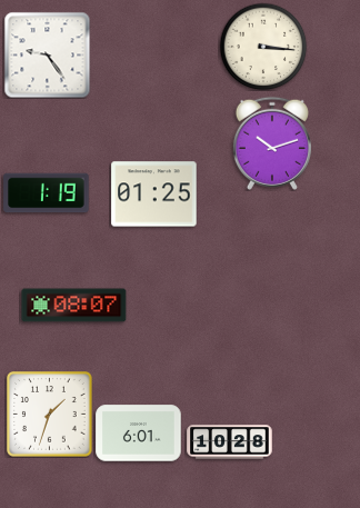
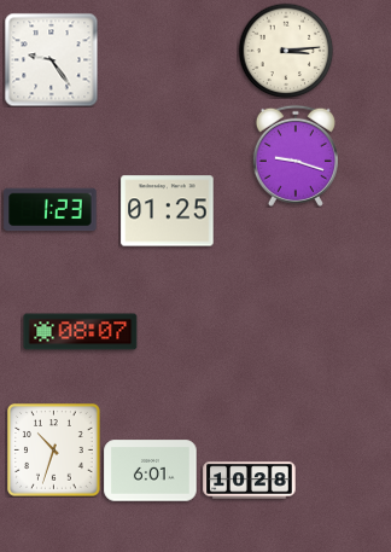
clock at (263, 47): 3:16 -> 3:14
clock at (272, 143): 10:12 -> 9:18
clock at (47, 193): 1:19 -> 1:23
clock at (50, 415): 1:33 -> 10:33
